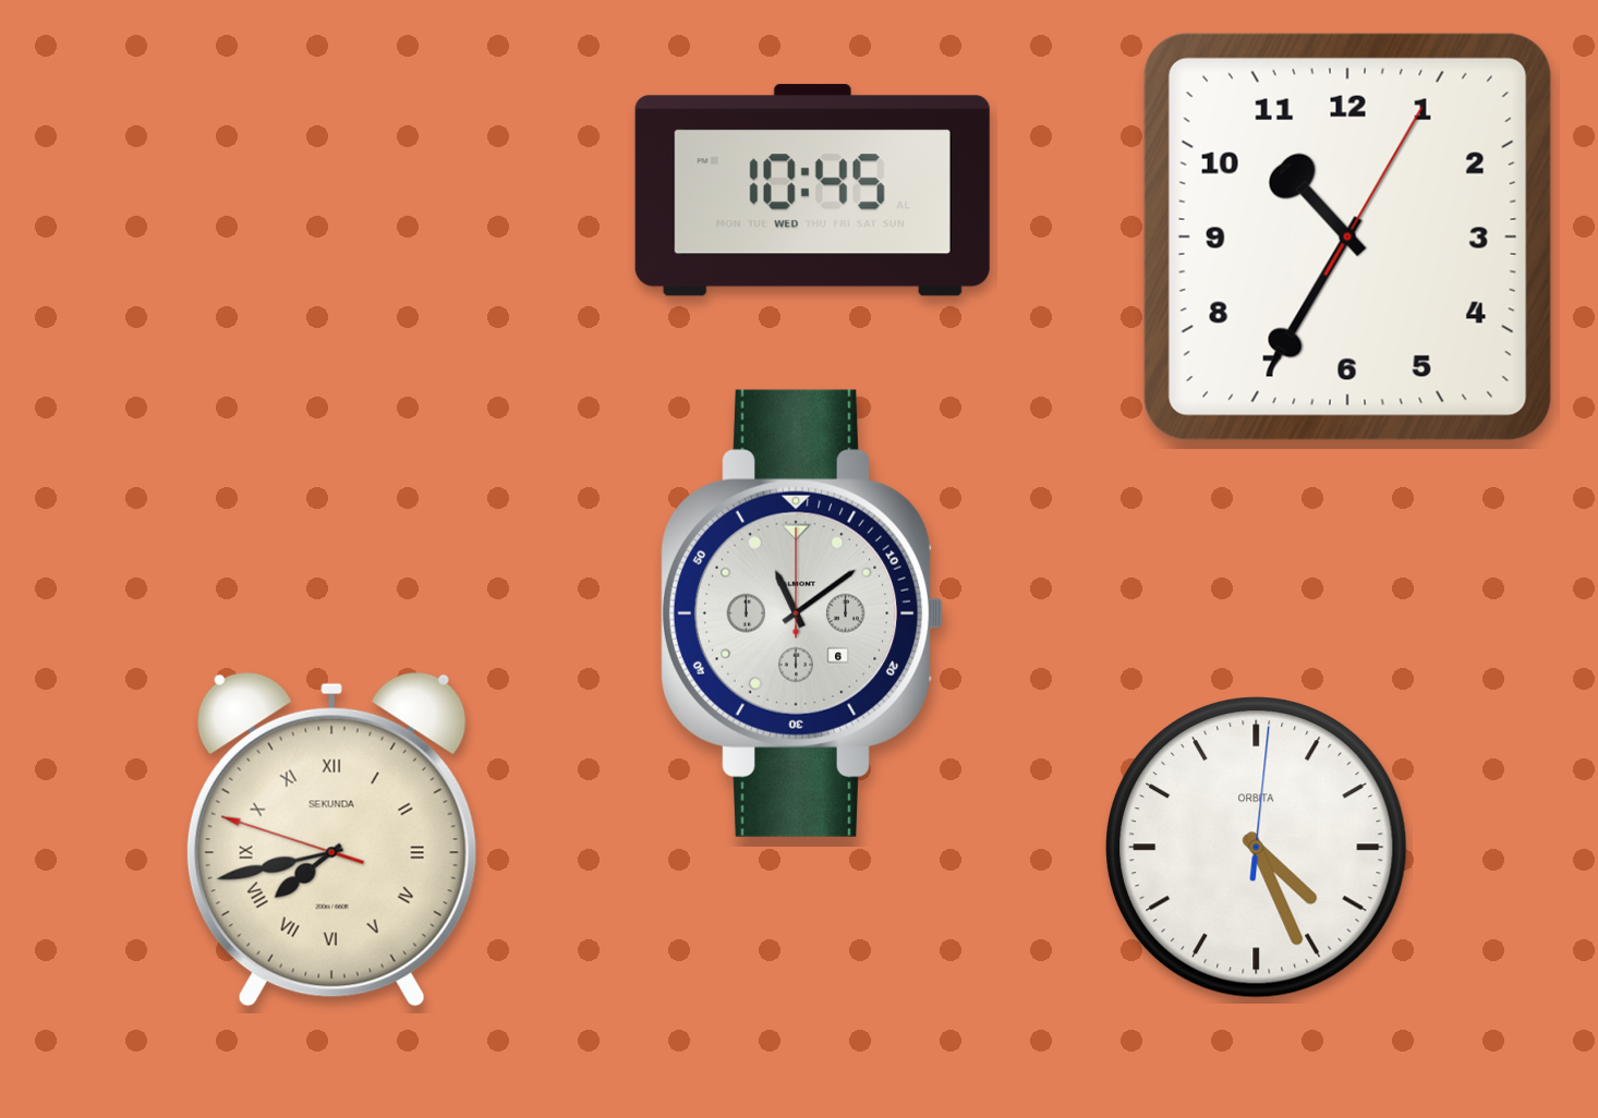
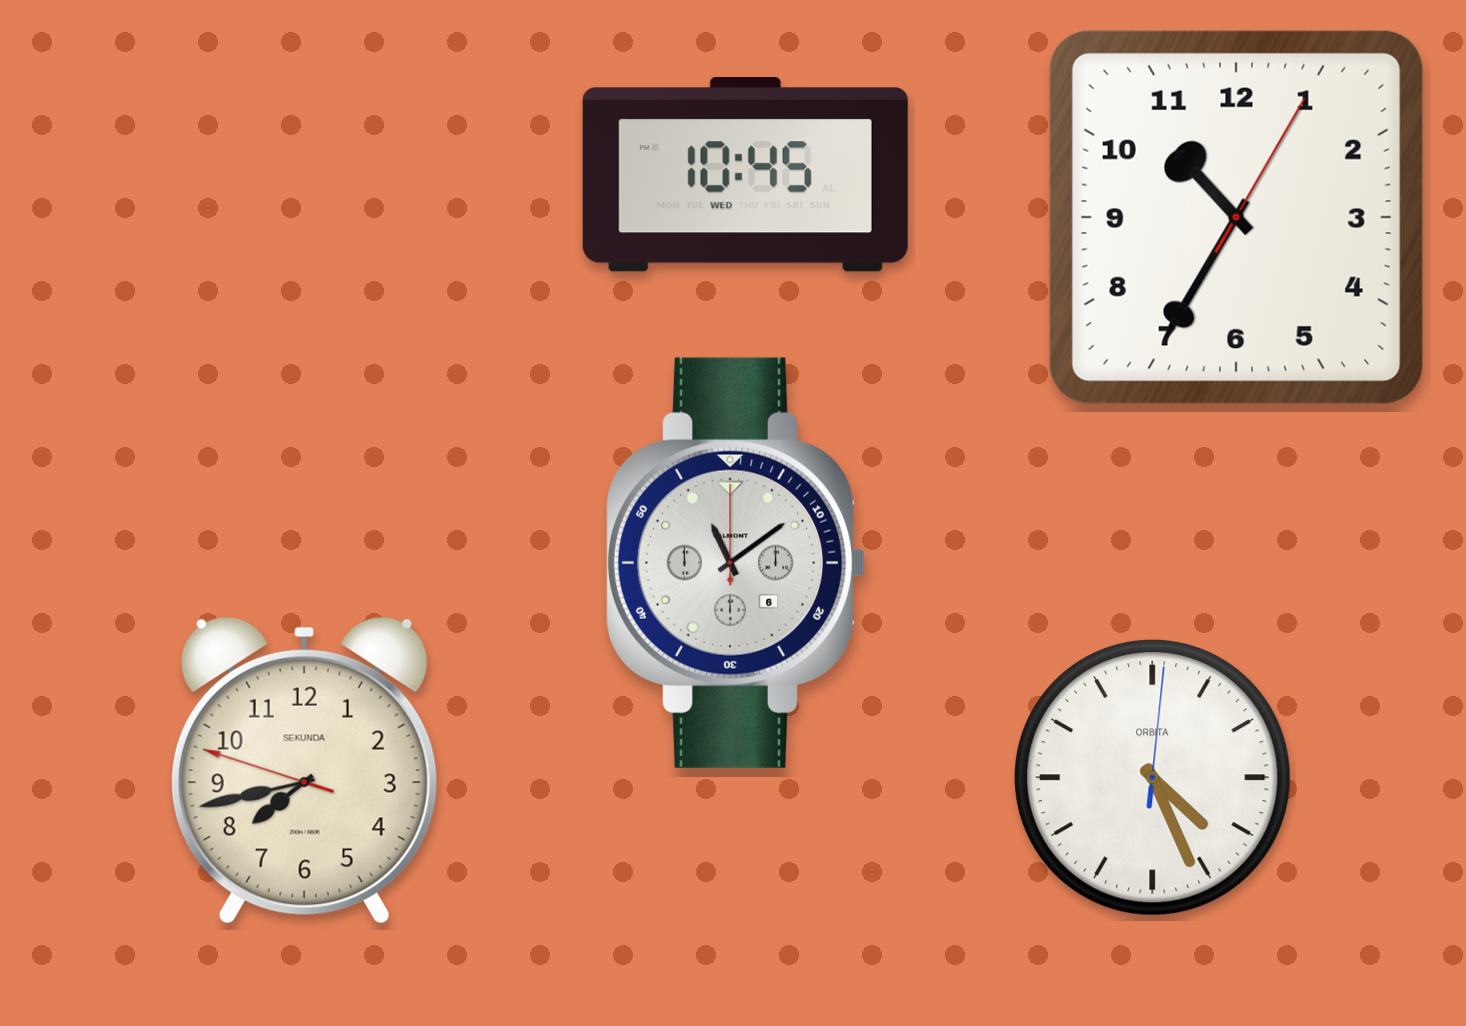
clock at (331, 839) numerals: Roman -> Arabic
